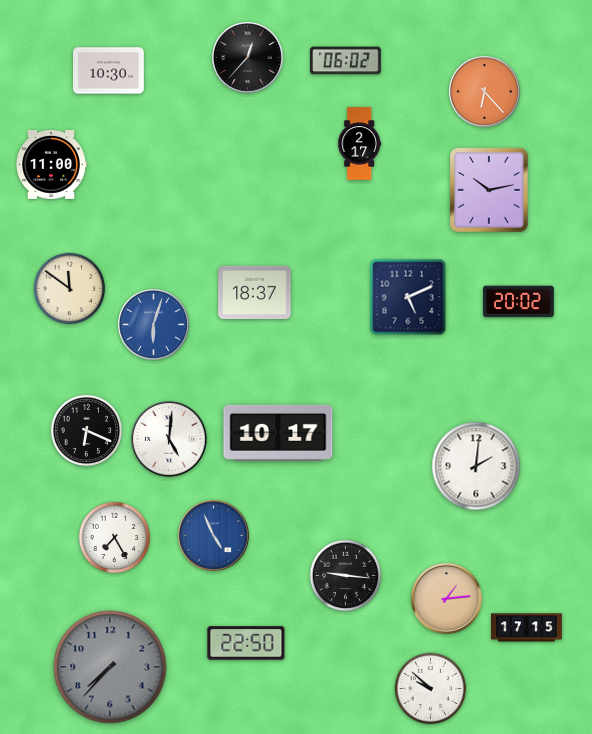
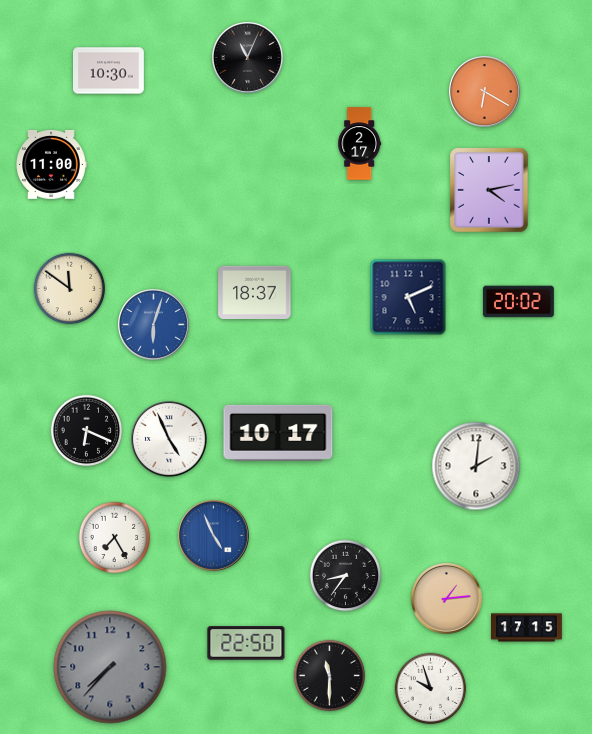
clock at (248, 58): 12:37 -> 11:04
clock at (345, 61): 06:02 -> none
clock at (485, 92): 6:23 -> 6:20
clock at (489, 190): 10:13 -> 4:13
clock at (169, 439): 5:01 -> 4:56
clock at (346, 576): 9:16 -> 8:36
clock at (330, 676): none -> 11:30
clock at (431, 689): 9:52 -> 9:57
